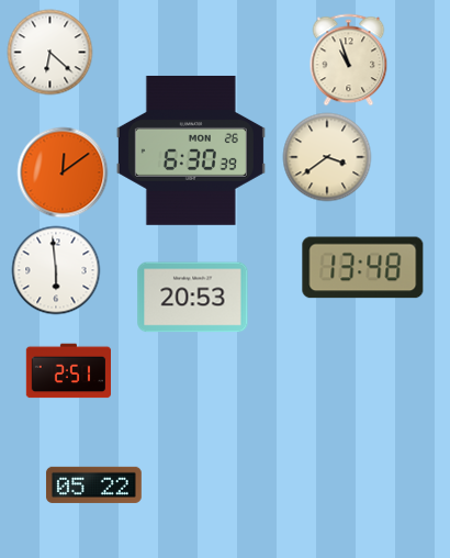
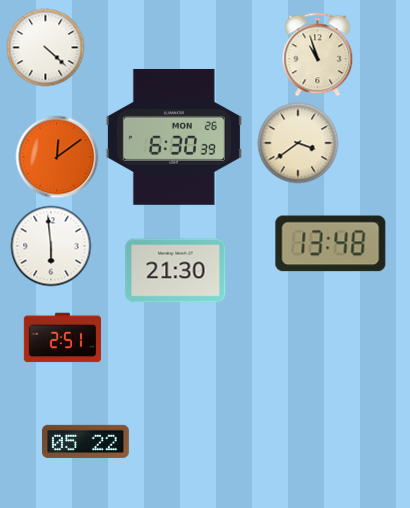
clock at (49, 52): 6:22 -> 4:22
clock at (193, 298): 20:53 -> 21:30
